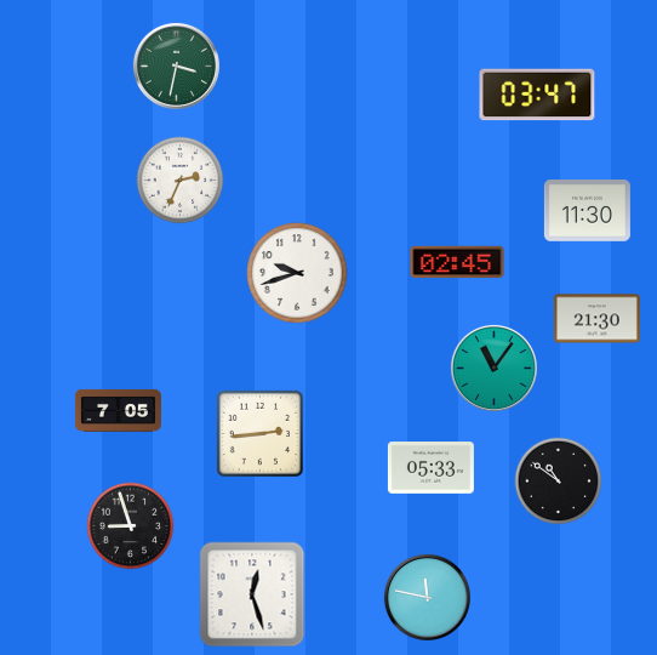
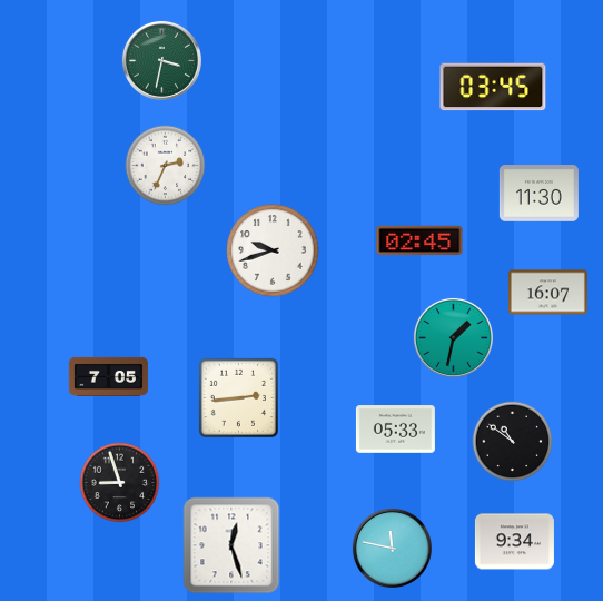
clock at (537, 95): 03:47 -> 03:45
clock at (596, 319): 21:30 -> 16:07
clock at (493, 368): 11:06 -> 1:32
clock at (514, 542): none -> 9:34
